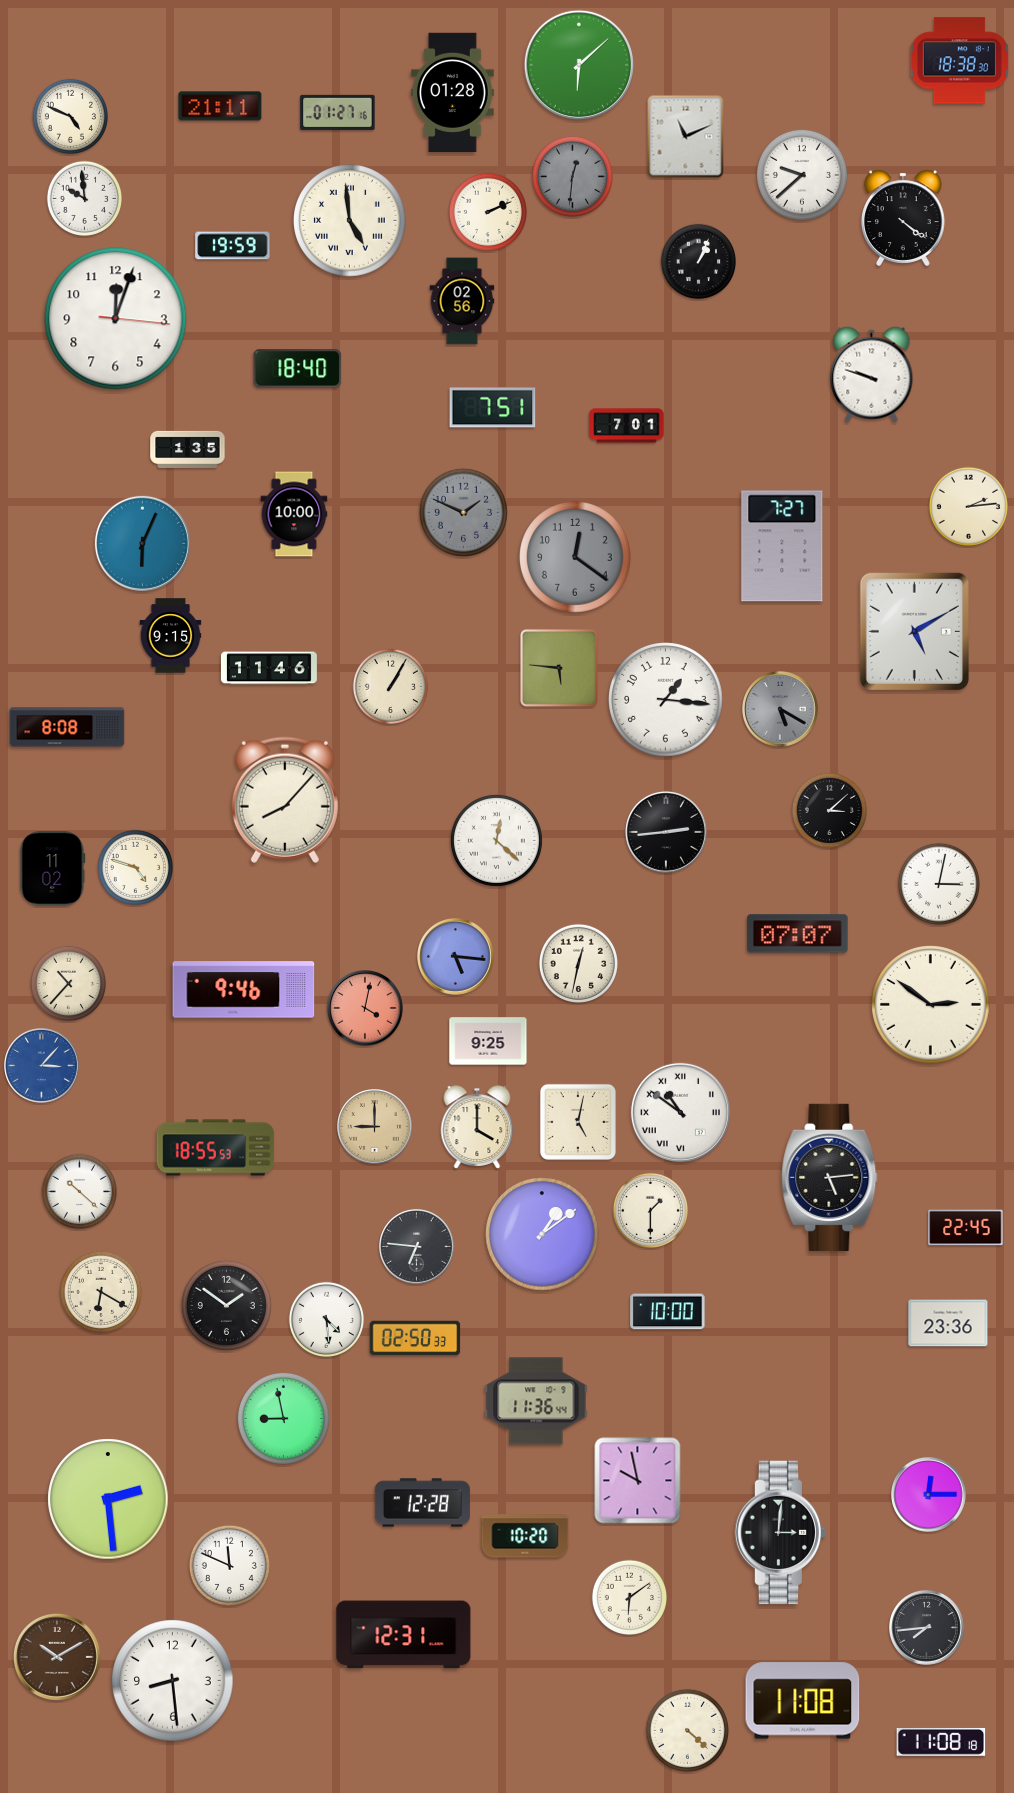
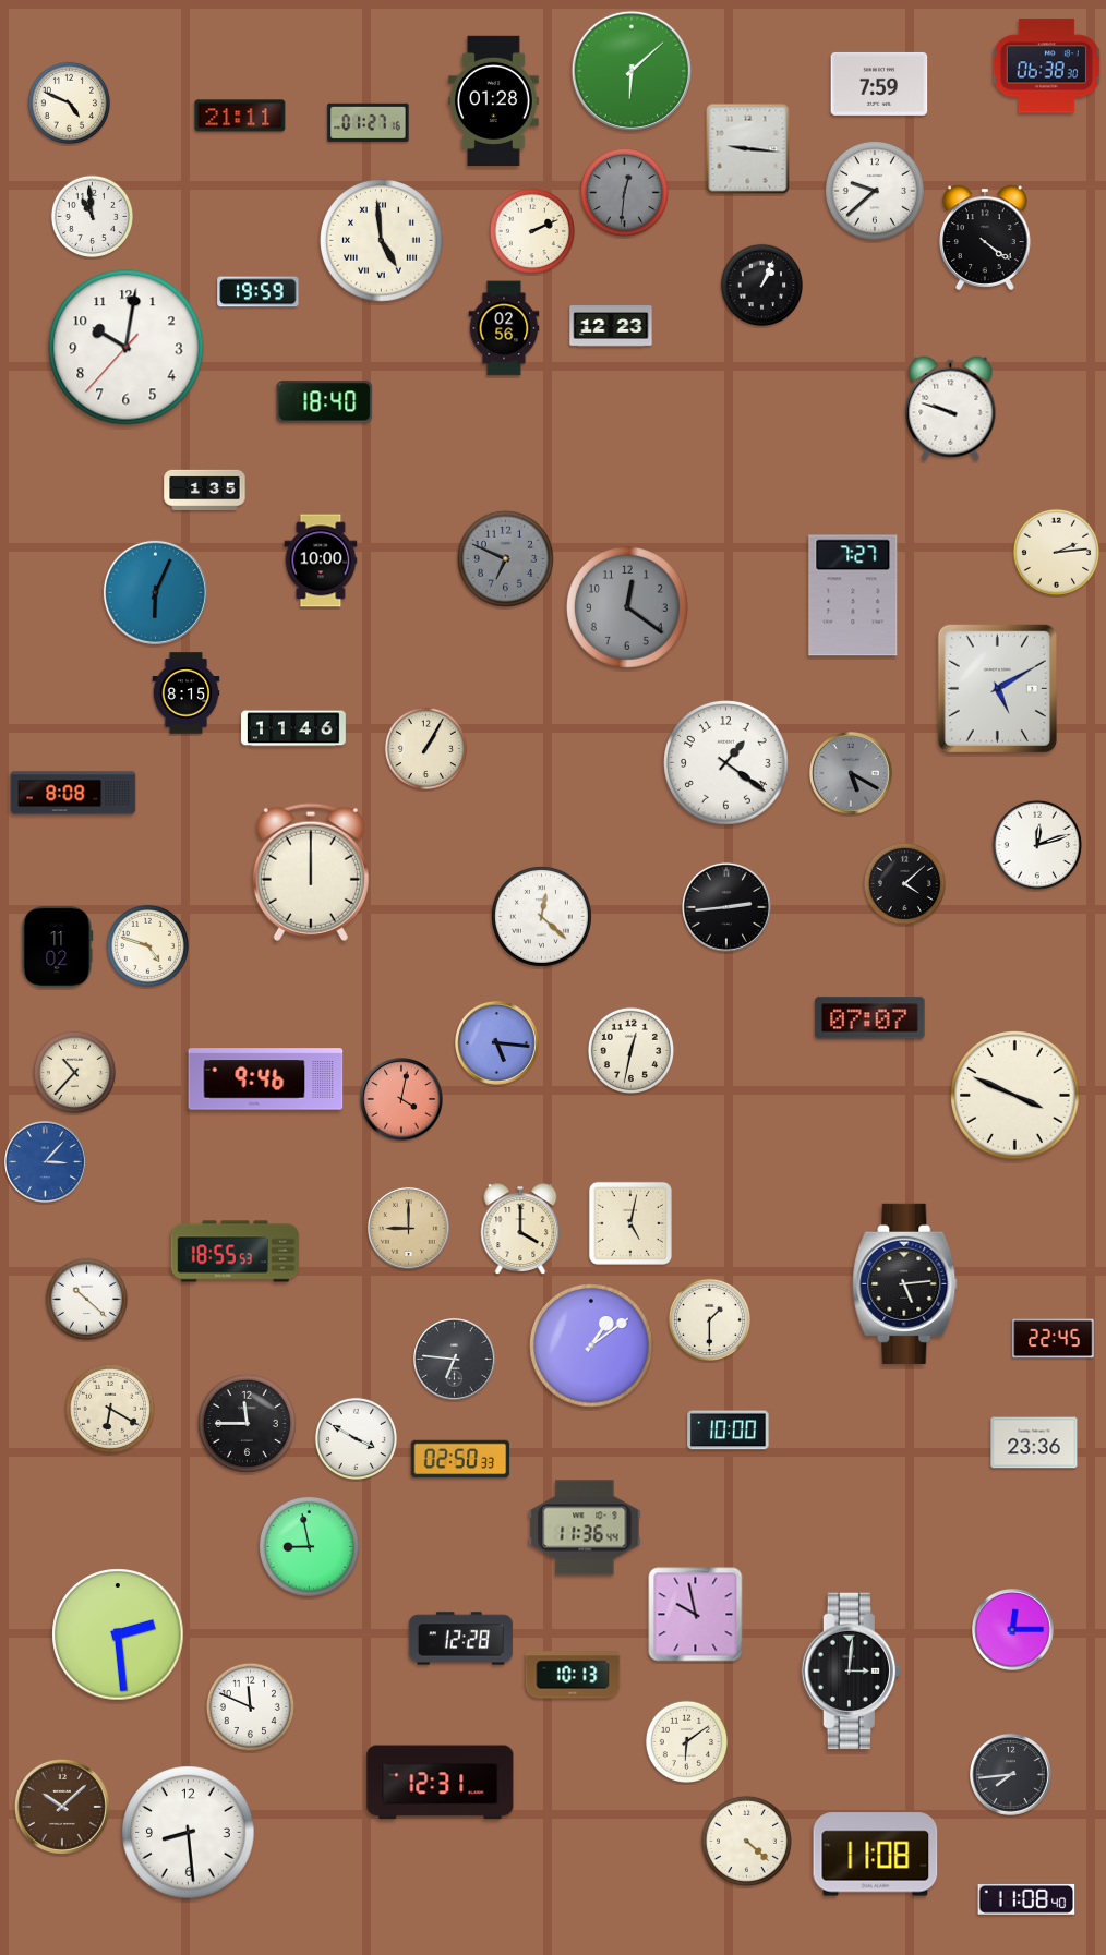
clock at (959, 61): 18:38 -> 06:38
clock at (879, 84): none -> 7:59
clock at (70, 116) position: (70, 116) -> (69, 102)
clock at (686, 137): 11:11 -> 9:16
clock at (84, 198): 9:59 -> 10:59
clock at (233, 246) position: (233, 246) -> (259, 292)
clock at (611, 326): none -> 12:23
clock at (116, 319): 12:03 -> 10:01
clock at (493, 408): 7:51 -> none
clock at (627, 426): 7:01 -> none
clock at (463, 512): 1:49 -> 6:49
clock at (171, 636): 9:15 -> 8:15
clock at (559, 668): 5:46 -> none
clock at (666, 700): 1:16 -> 1:21
clock at (1037, 845): none -> 12:12
clock at (285, 800): 8:07 -> 12:00
clock at (829, 810): 3:08 -> 4:08
clock at (939, 884): 3:02 -> none
clock at (931, 1005): 2:51 -> 3:49
clock at (366, 1009) position: (366, 1009) -> (402, 1100)
clock at (488, 1041): 9:25 -> none
clock at (680, 1112): 10:51 -> none
clock at (226, 1305): 1:51 -> 11:45
clock at (326, 1319): 4:29 -> 3:50
clock at (415, 1338) position: (415, 1338) -> (460, 1459)
clock at (525, 1536): 10:20 -> 10:13
clock at (57, 1657): 10:10 -> 10:08
clock at (687, 1730) position: (687, 1730) -> (746, 1841)
clock at (941, 1742): 11:08:18 -> 11:08:40
